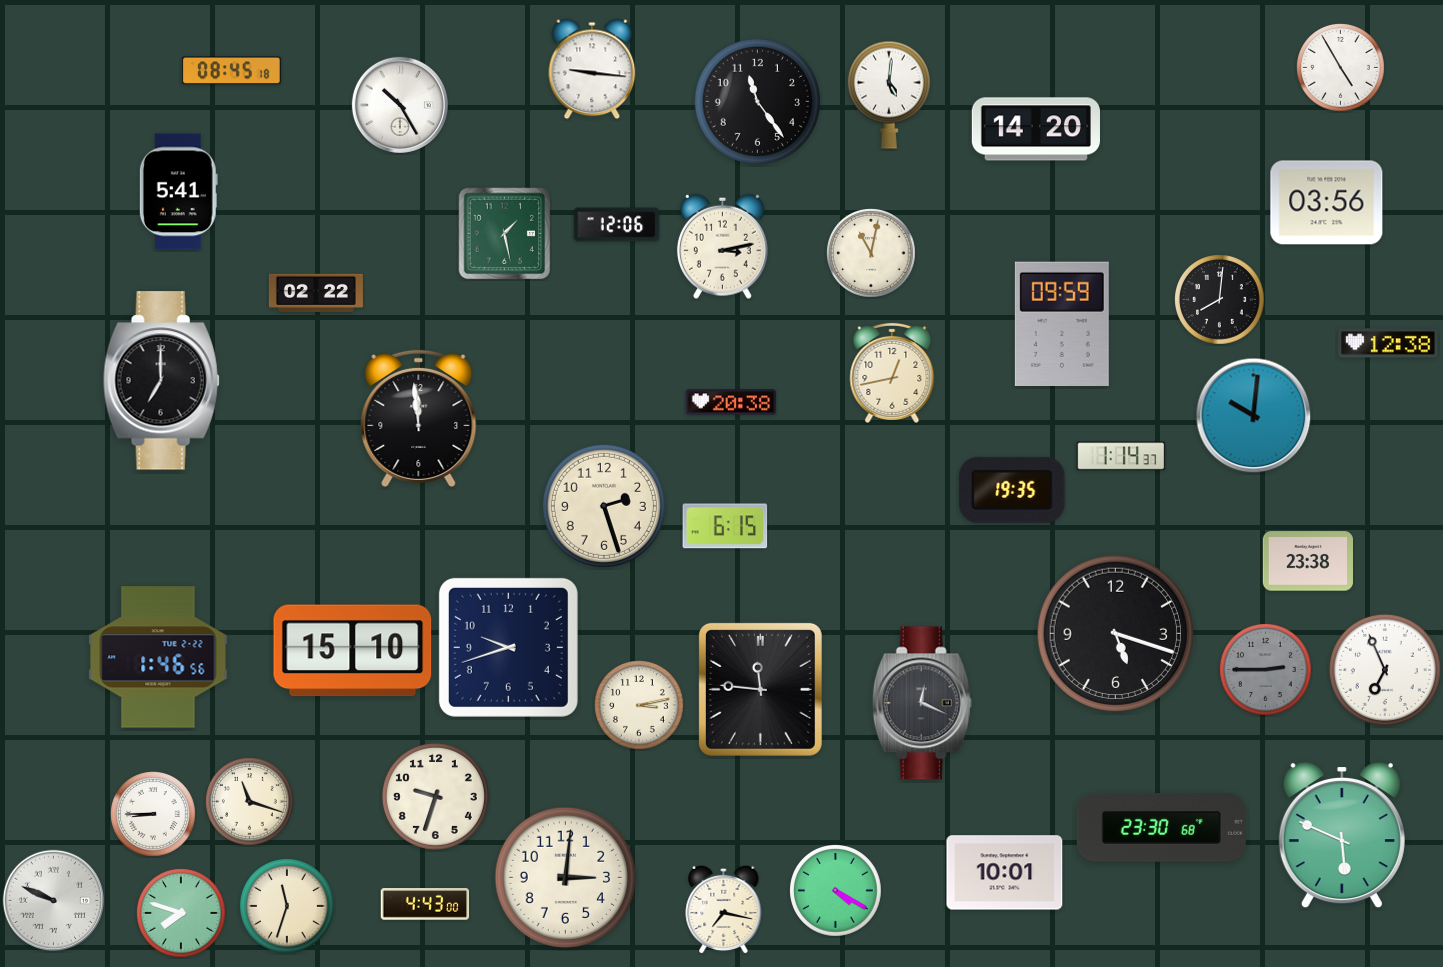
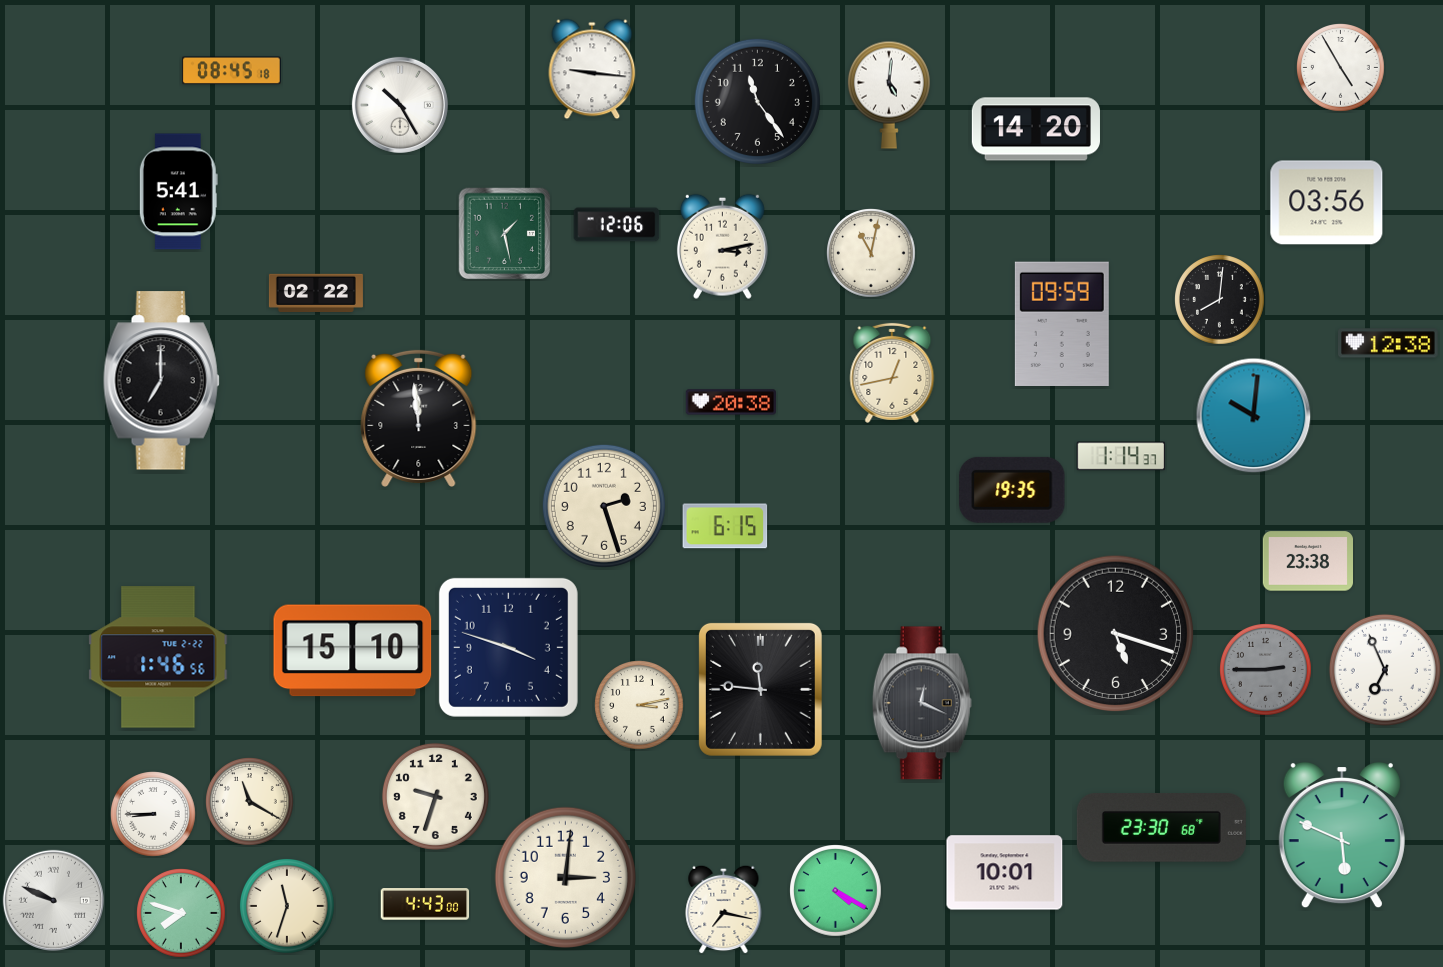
clock at (508, 647): 9:42 -> 3:48
clock at (250, 802): 11:18 -> 11:20
